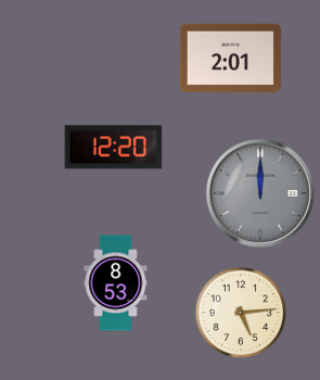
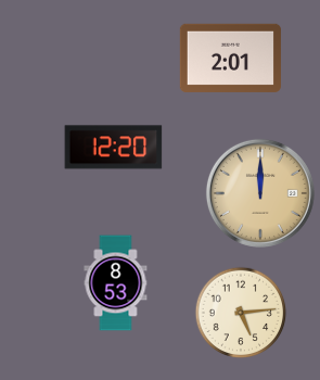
clock at (260, 193) dial: grey -> champagne
